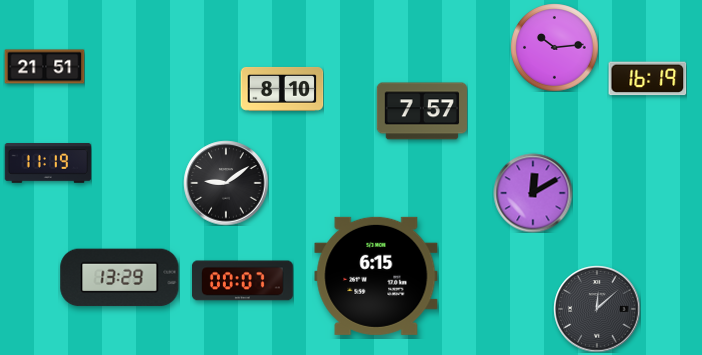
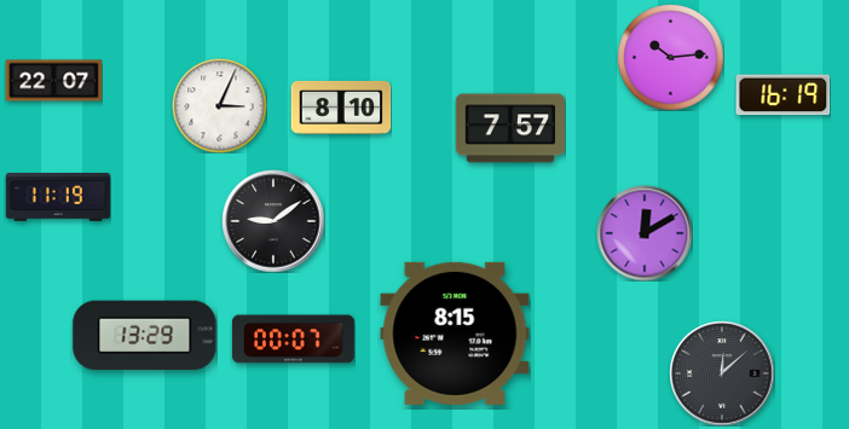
clock at (44, 67): 21:51 -> 22:07
clock at (219, 105): none -> 3:04
clock at (422, 111) position: (422, 111) -> (510, 128)
clock at (376, 276): 6:15 -> 8:15
